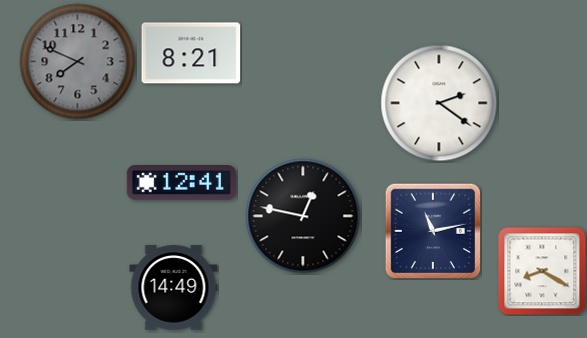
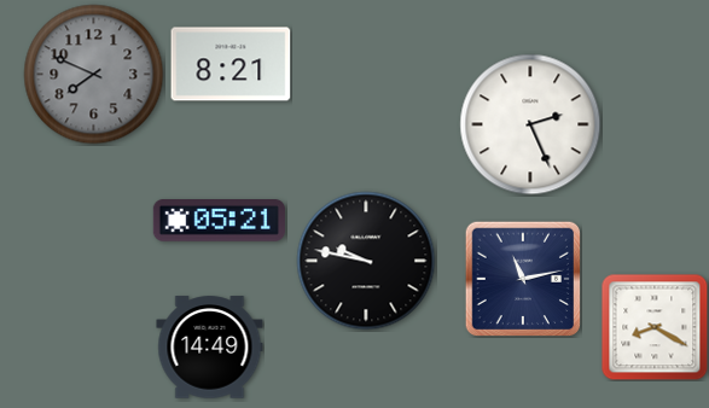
clock at (439, 103): 2:21 -> 2:26
clock at (181, 183): 12:41 -> 05:21
clock at (303, 216): 12:47 -> 9:47
